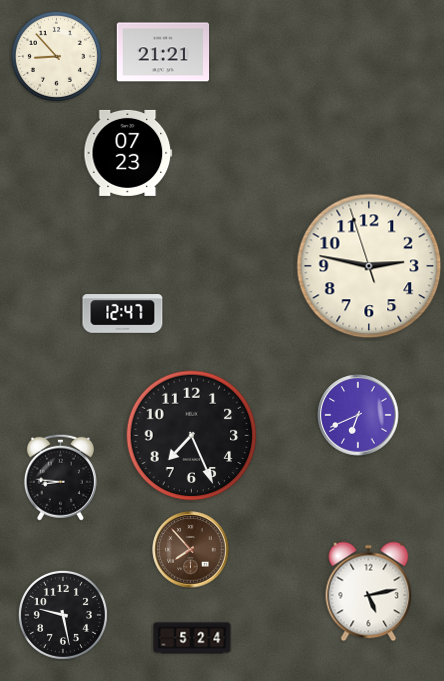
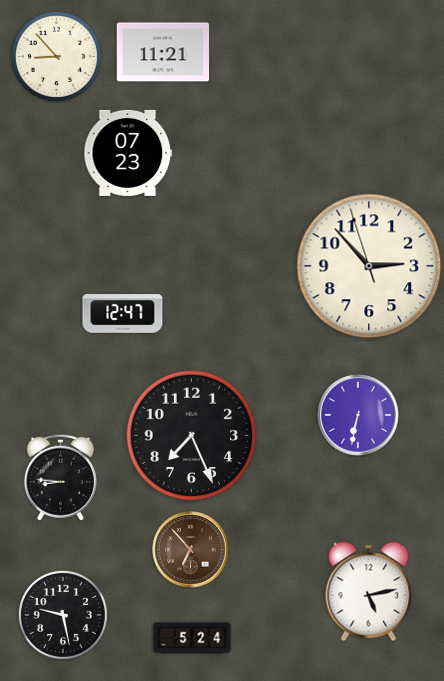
clock at (163, 52): 21:21 -> 11:21
clock at (369, 266): 2:46 -> 2:52
clock at (358, 415): 6:41 -> 6:32
clock at (191, 550): 7:53 -> 6:53
